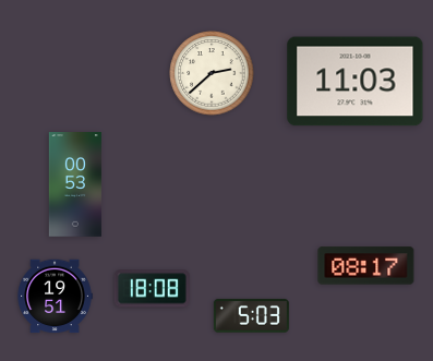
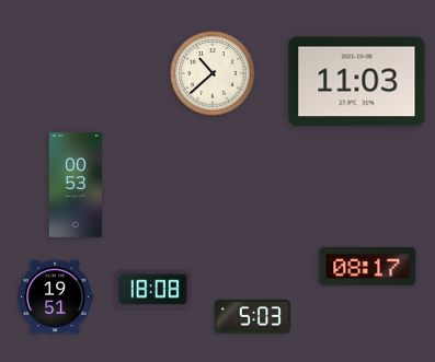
clock at (212, 73): 2:38 -> 10:38
